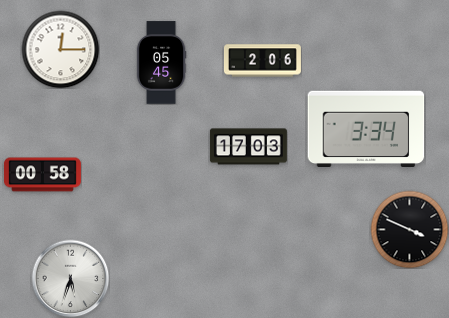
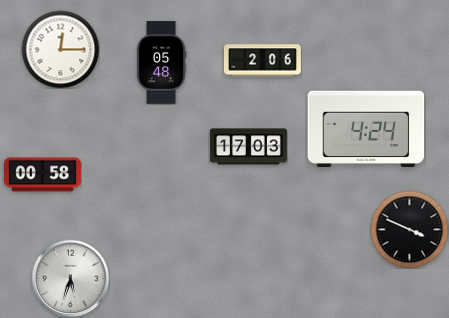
clock at (161, 63): 05:45 -> 05:48
clock at (366, 128): 3:34 -> 4:24
